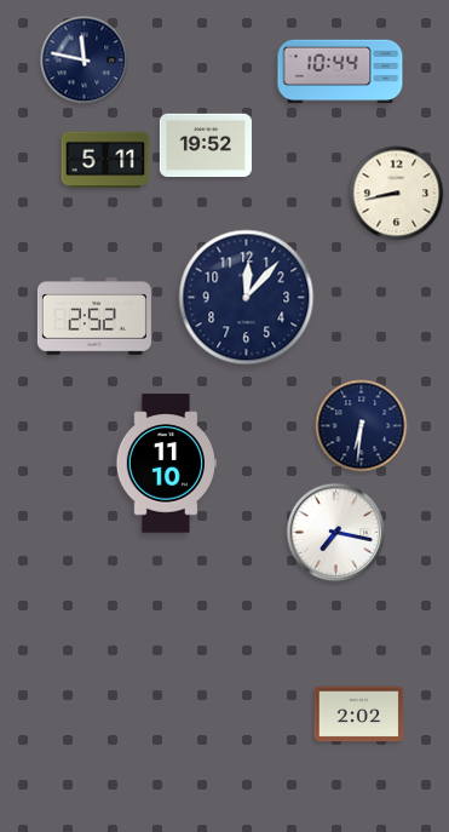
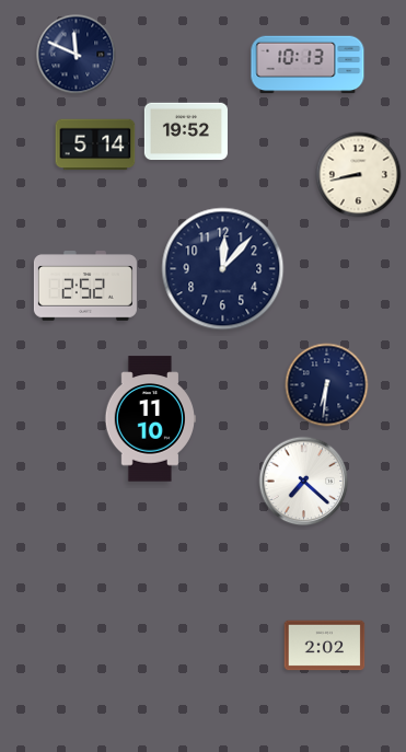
clock at (85, 61): 11:47 -> 11:49
clock at (340, 71): 10:44 -> 10:13
clock at (105, 160): 5:11 -> 5:14
clock at (336, 533): 7:17 -> 7:22
